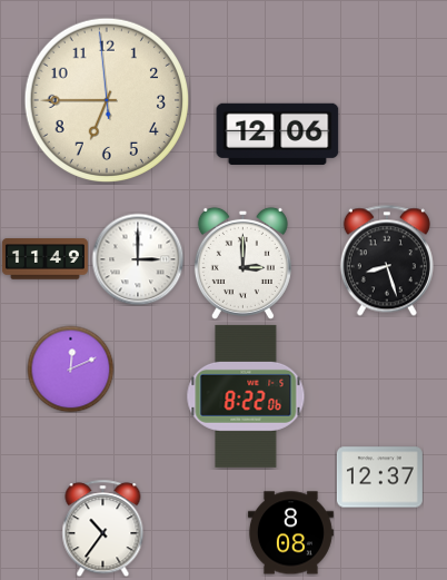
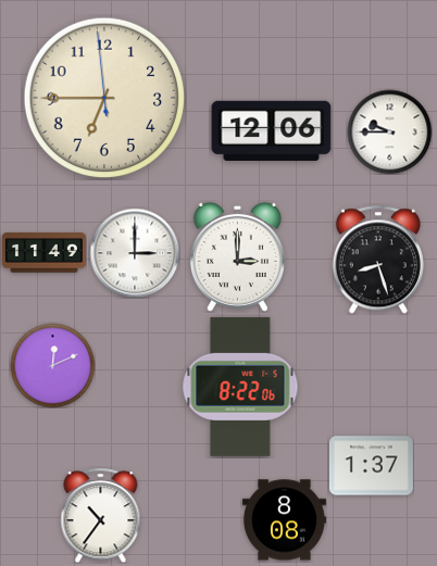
clock at (389, 131): none -> 9:45
clock at (387, 260) position: (387, 260) -> (378, 260)
clock at (70, 368) position: (70, 368) -> (52, 365)
clock at (379, 478): 12:37 -> 1:37
